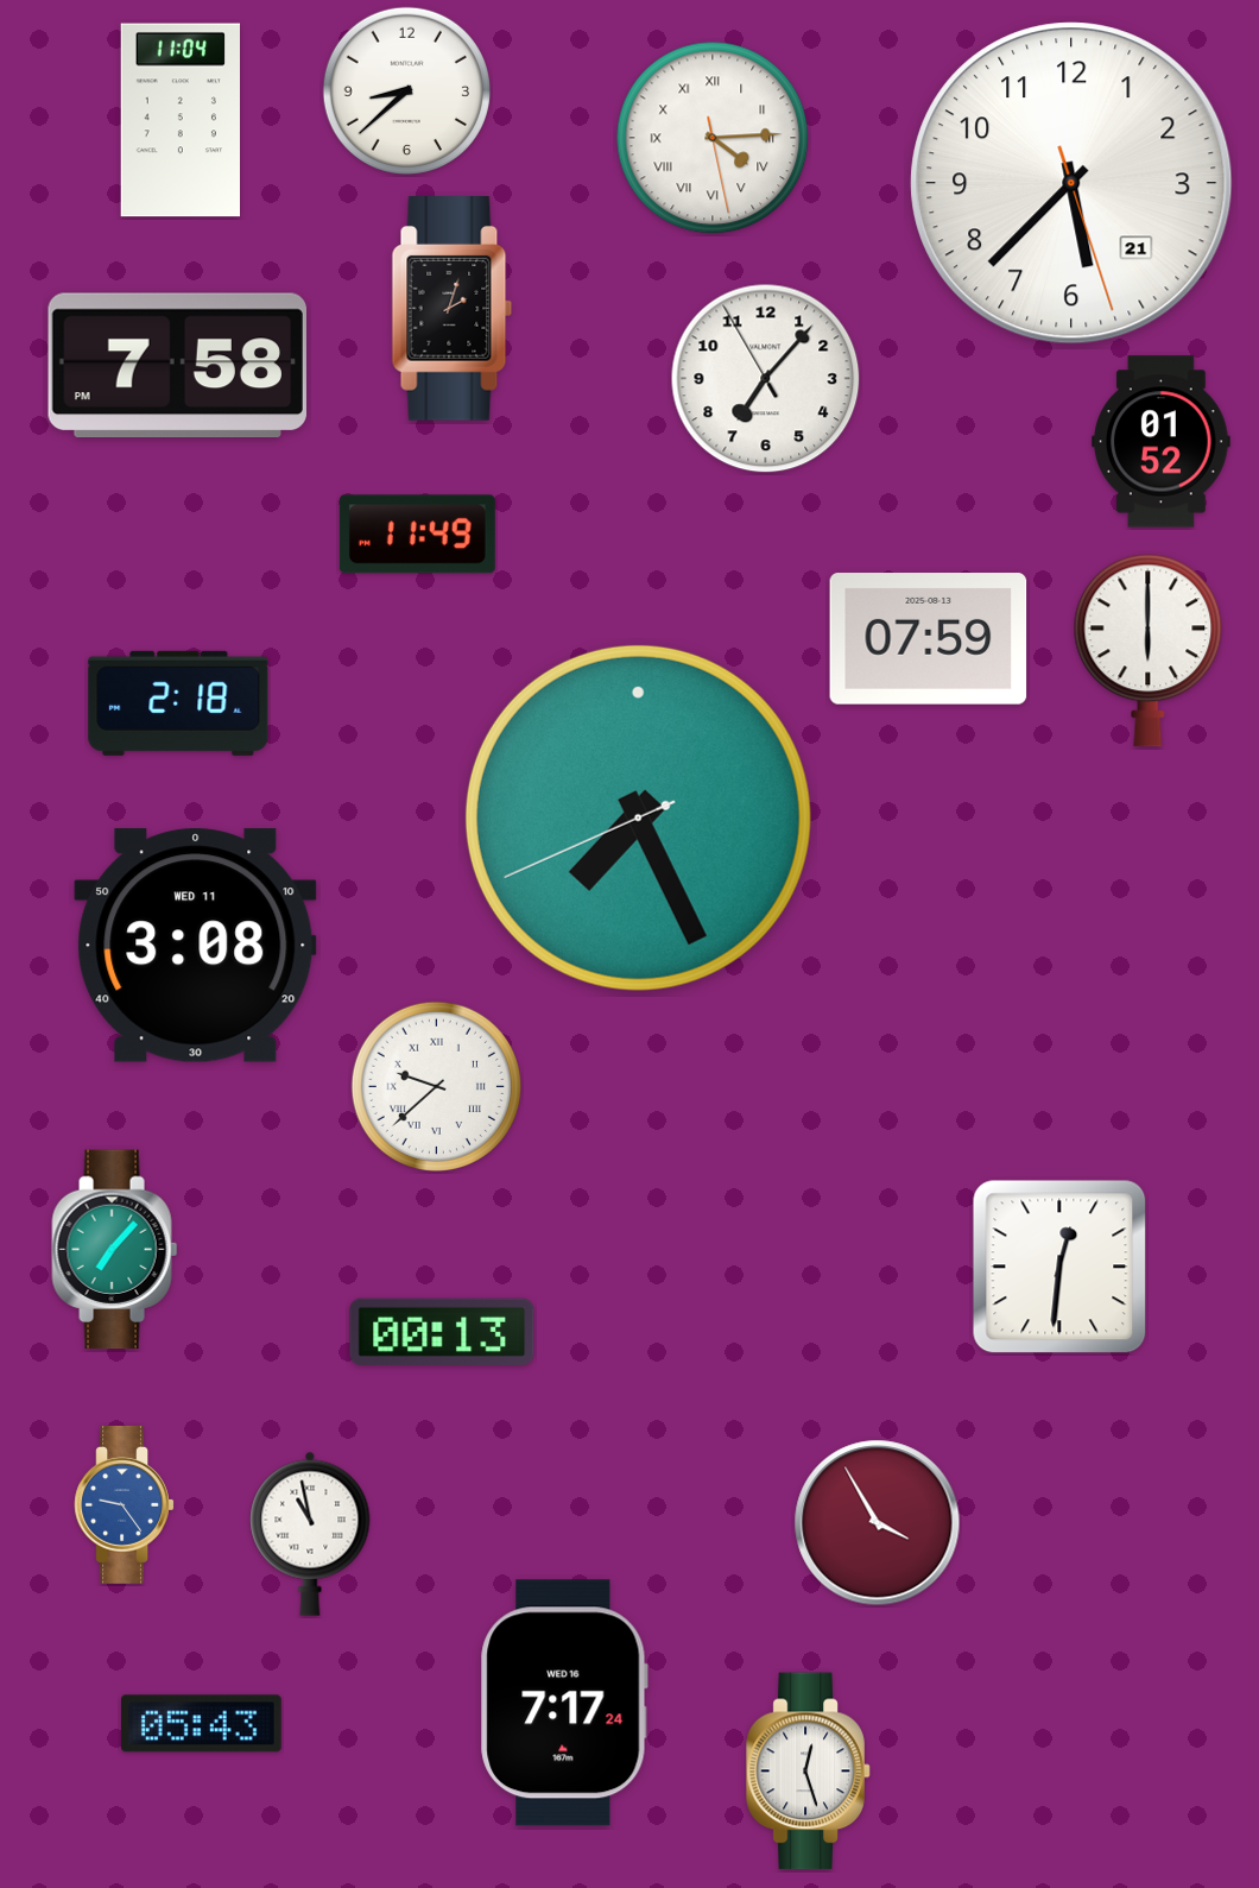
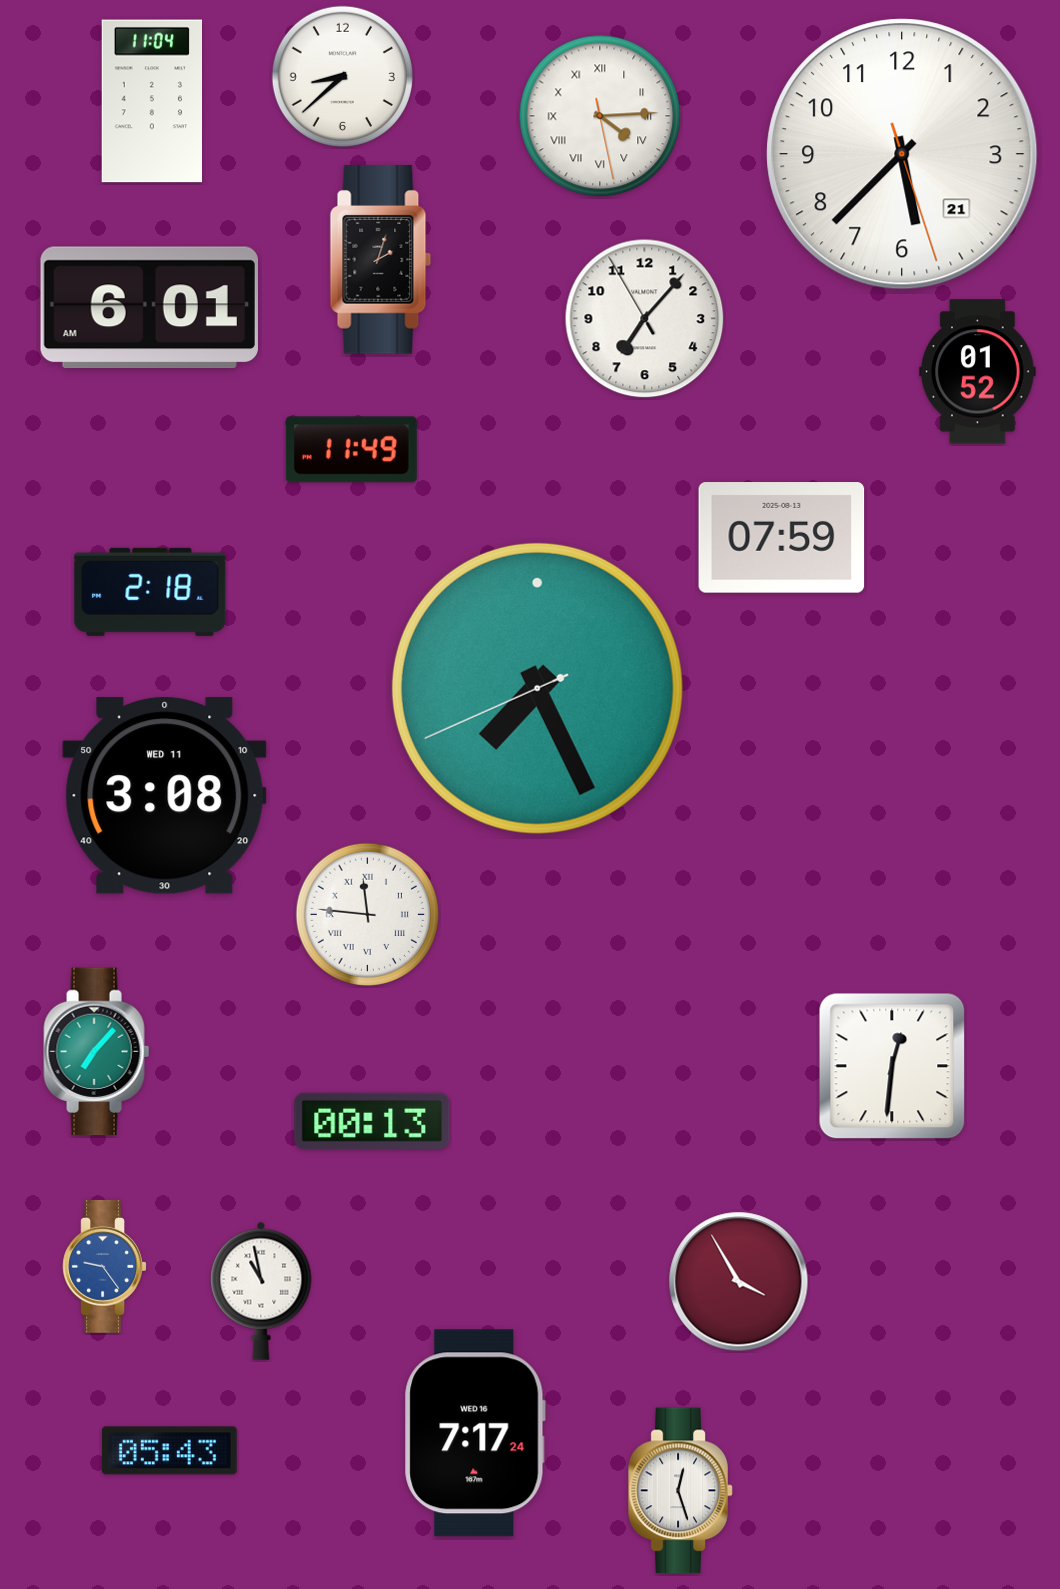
clock at (177, 366): 7:58 -> 6:01
clock at (1149, 651): 6:00 -> none
clock at (436, 1086): 9:38 -> 11:46
